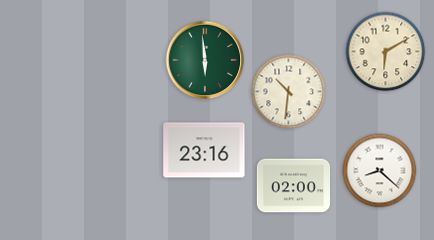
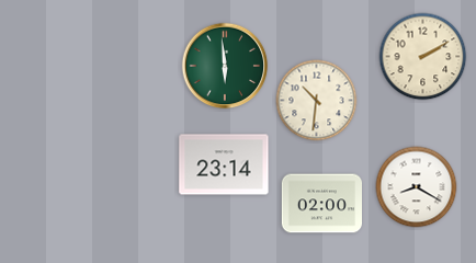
clock at (386, 52): 6:10 -> 2:10
clock at (204, 150): 23:16 -> 23:14
clock at (380, 171): 8:22 -> 8:20
